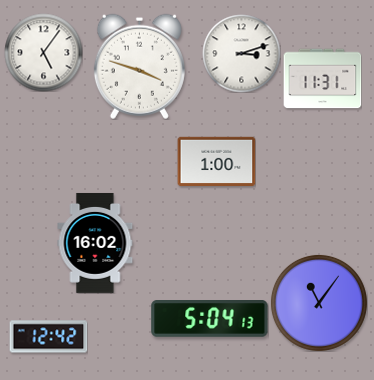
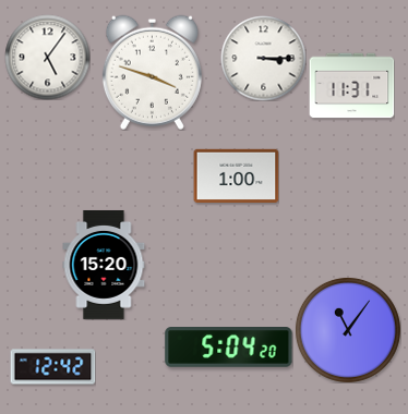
clock at (241, 53): 3:12 -> 3:15
clock at (95, 243): 16:02 -> 15:20
clock at (210, 319): 5:04:13 -> 5:04:20
